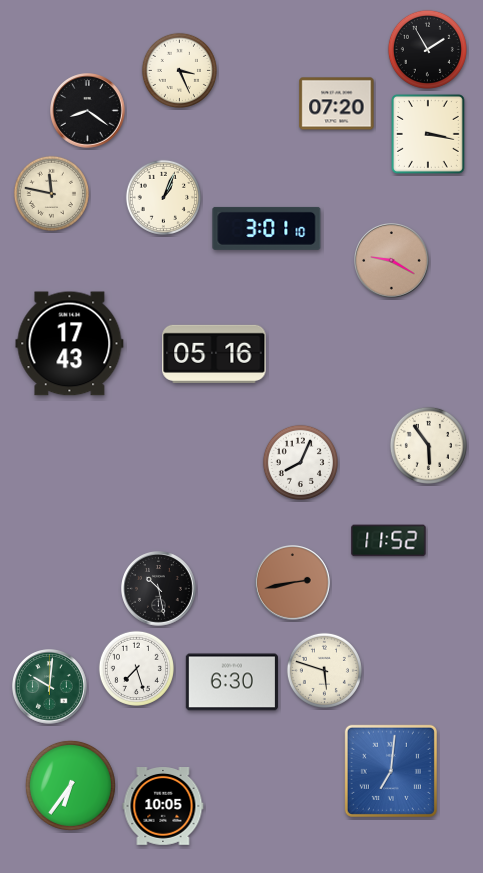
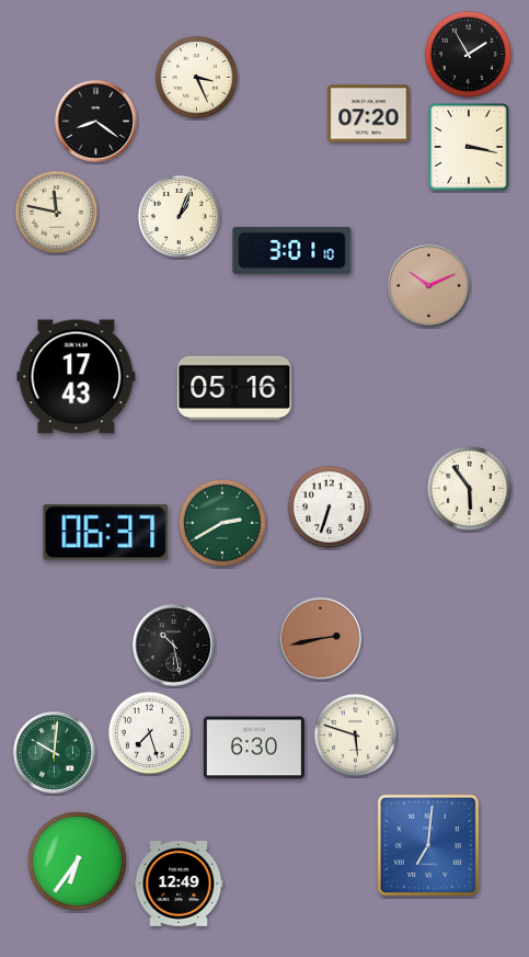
clock at (392, 261): 9:20 -> 10:11
clock at (300, 462): 8:04 -> 6:33
clock at (222, 523): none -> 2:40
clock at (106, 533): none -> 06:37
clock at (389, 541): 11:52 -> none
clock at (163, 807): 10:05 -> 12:49
